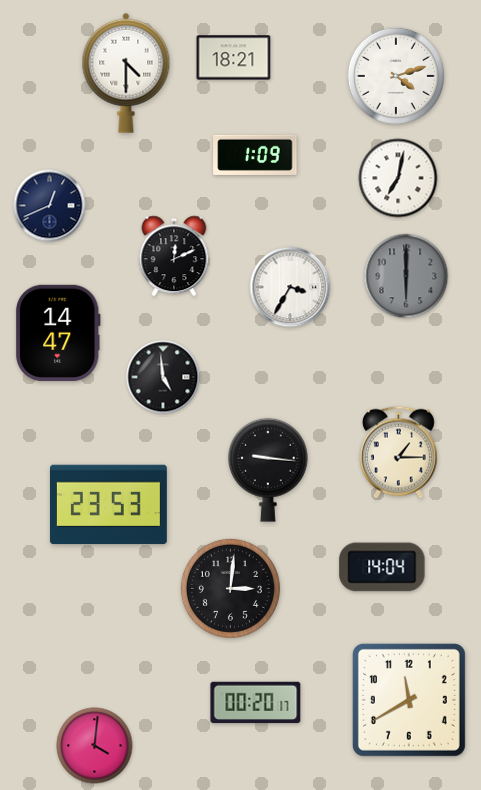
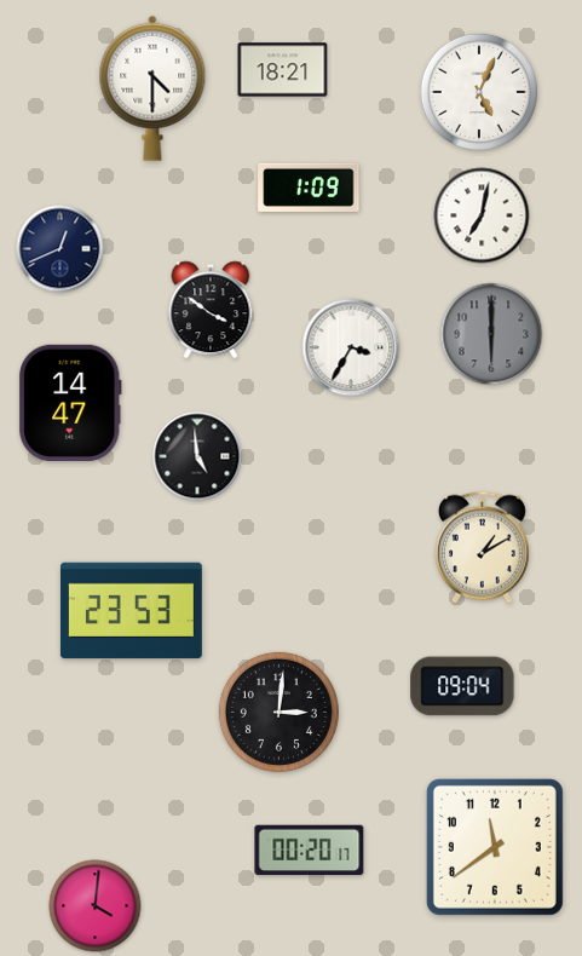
clock at (396, 76): 4:12 -> 5:04
clock at (174, 256): 12:11 -> 3:51
clock at (398, 452): 1:15 -> 1:10
clock at (268, 470): 9:16 -> none
clock at (382, 567): 14:04 -> 09:04
clock at (409, 700): 11:40 -> 11:39
clock at (95, 746) position: (95, 746) -> (96, 906)
